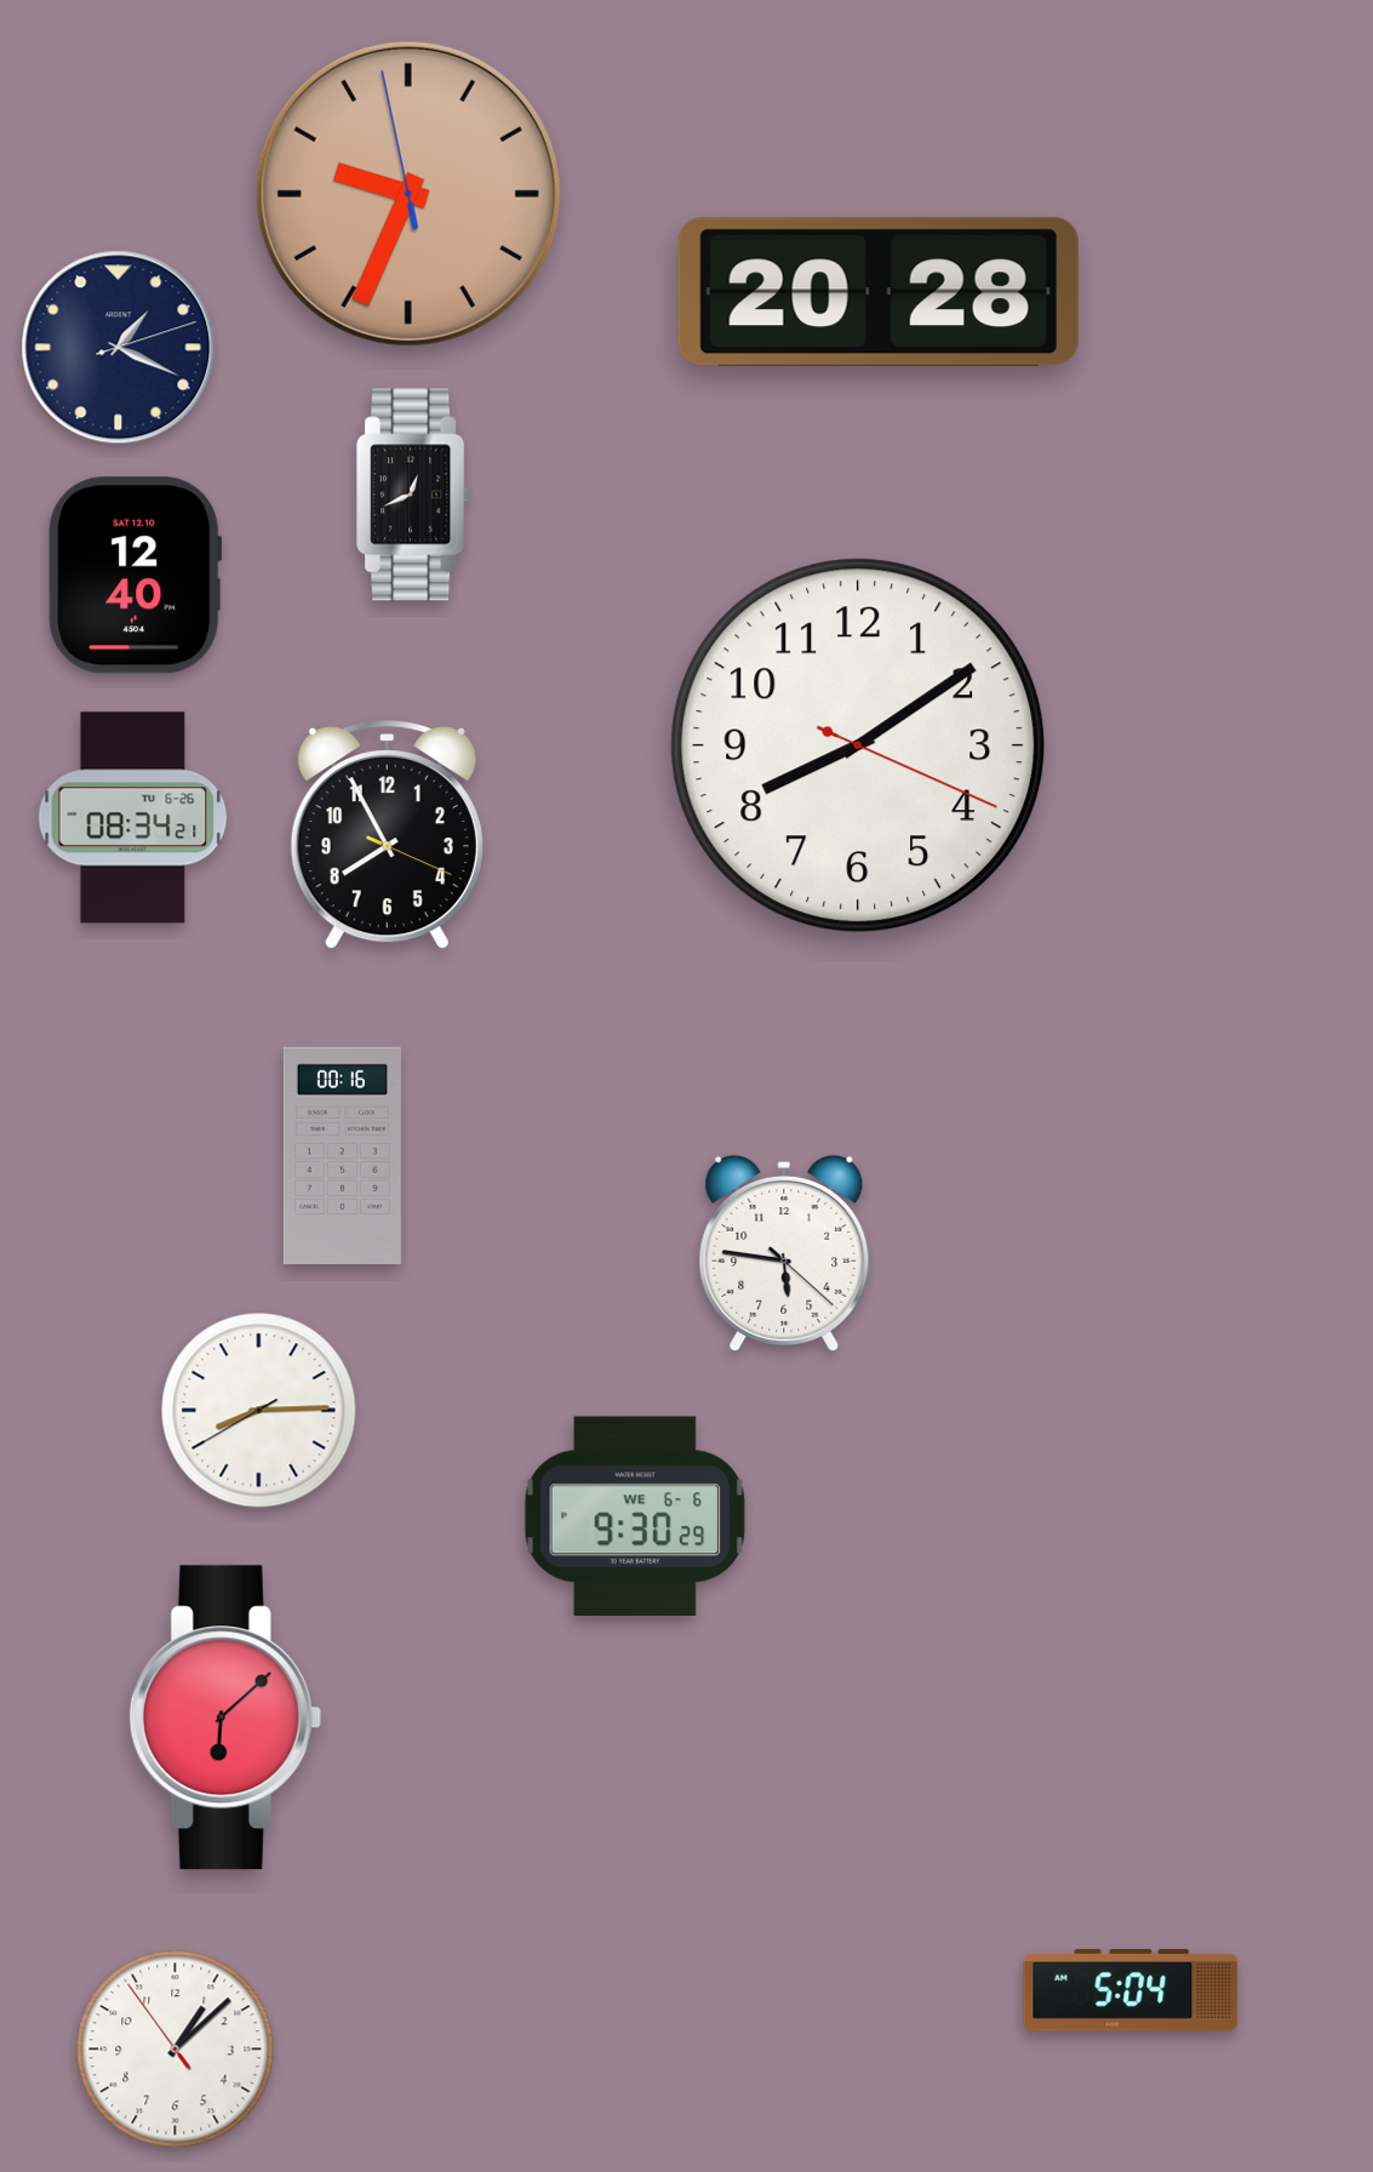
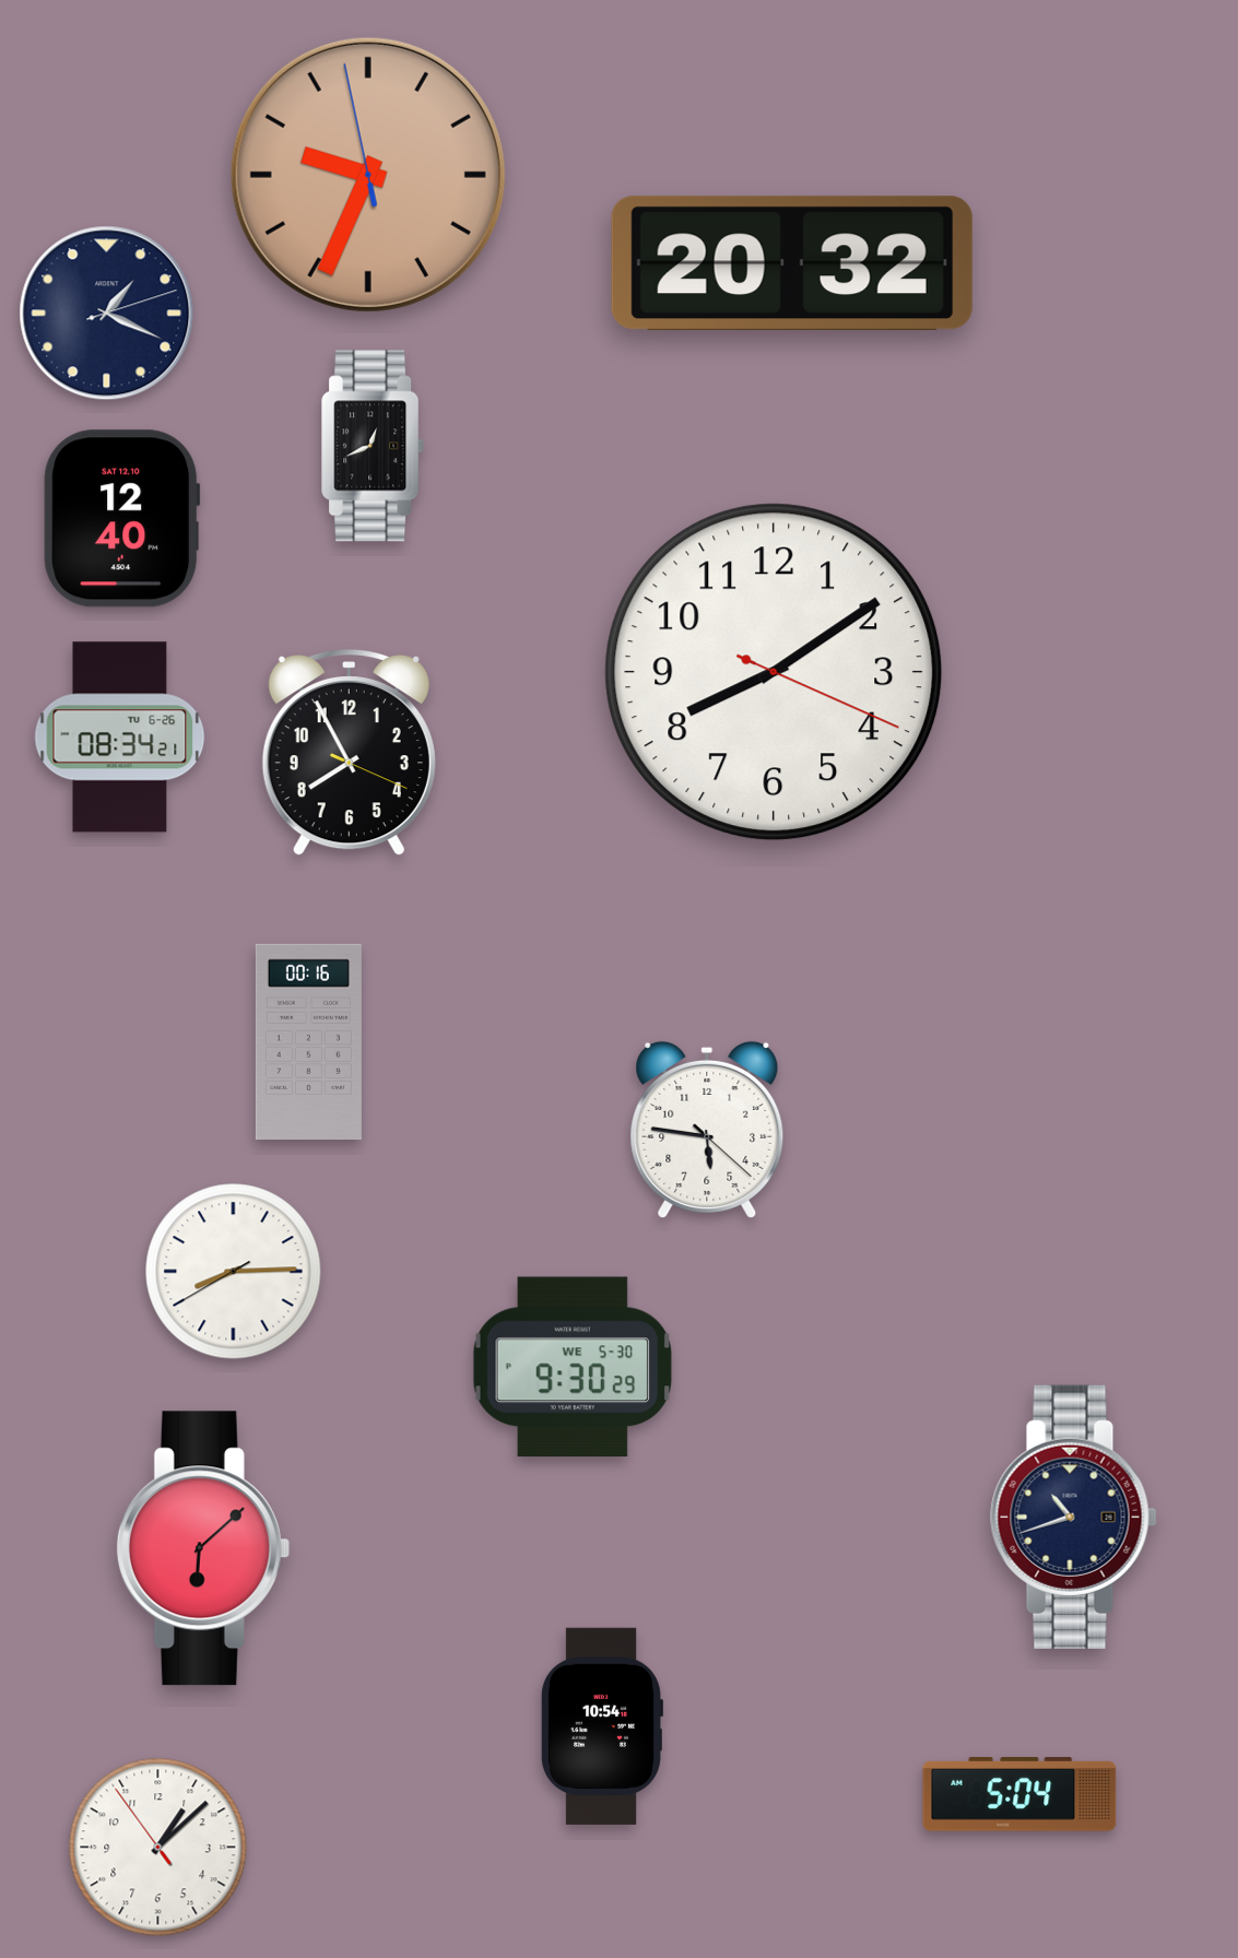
clock at (879, 292): 20:28 -> 20:32
clock at (635, 1515) date: WE 6-6 -> WE 5-30
clock at (1074, 1517): none -> 10:42
clock at (601, 1726): none -> 10:54
